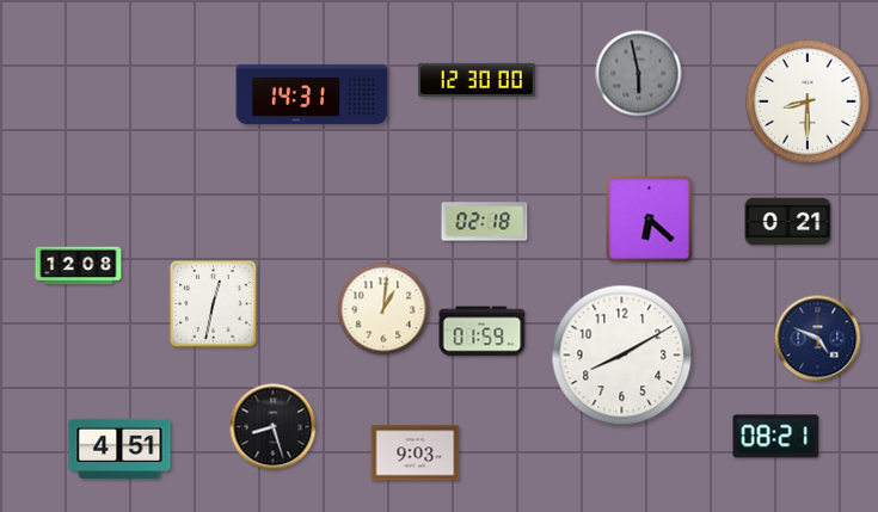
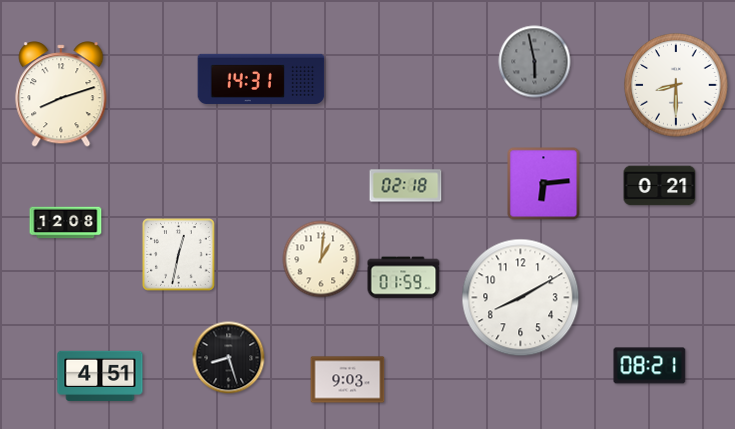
clock at (477, 80): 12:30 -> none
clock at (61, 94): none -> 8:12
clock at (650, 220): 6:22 -> 6:14
clock at (818, 339): 4:49 -> none
